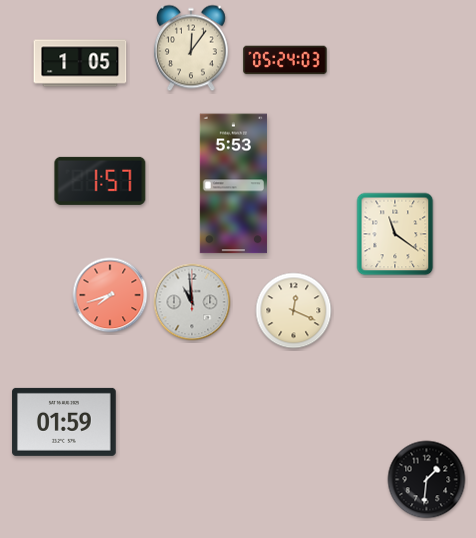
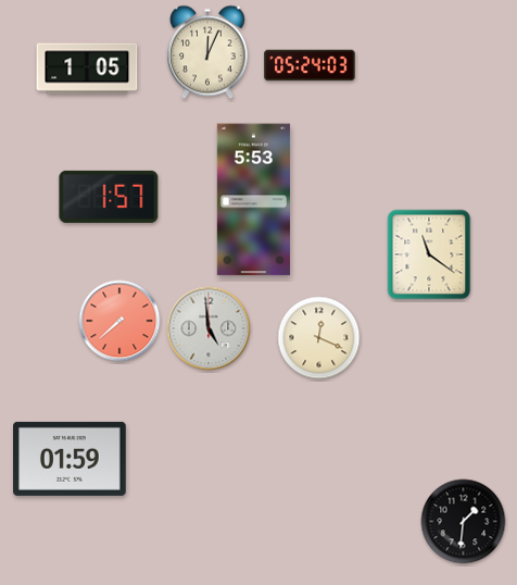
clock at (191, 48): 12:06 -> 12:04
clock at (110, 295): 7:42 -> 7:38
clock at (192, 302): 10:59 -> 4:59
